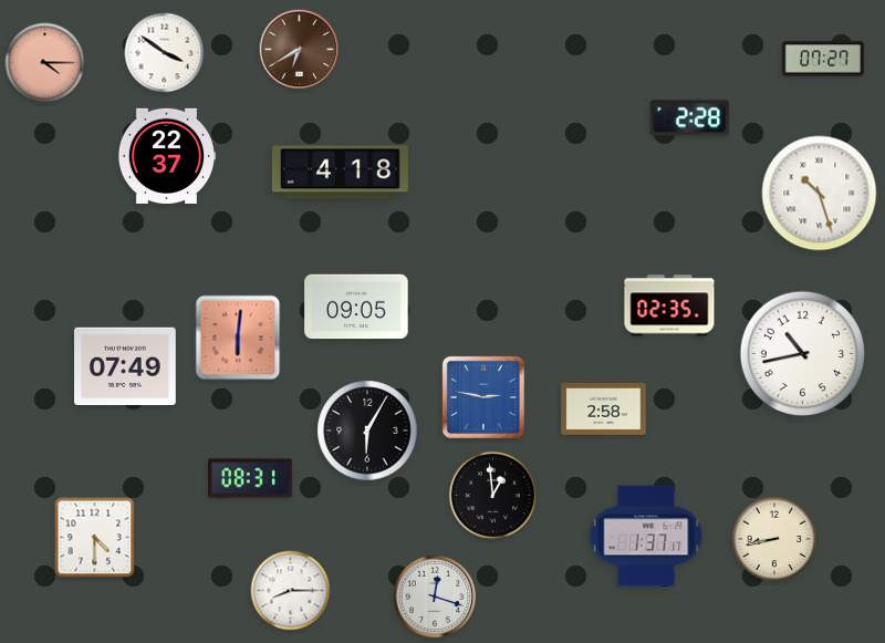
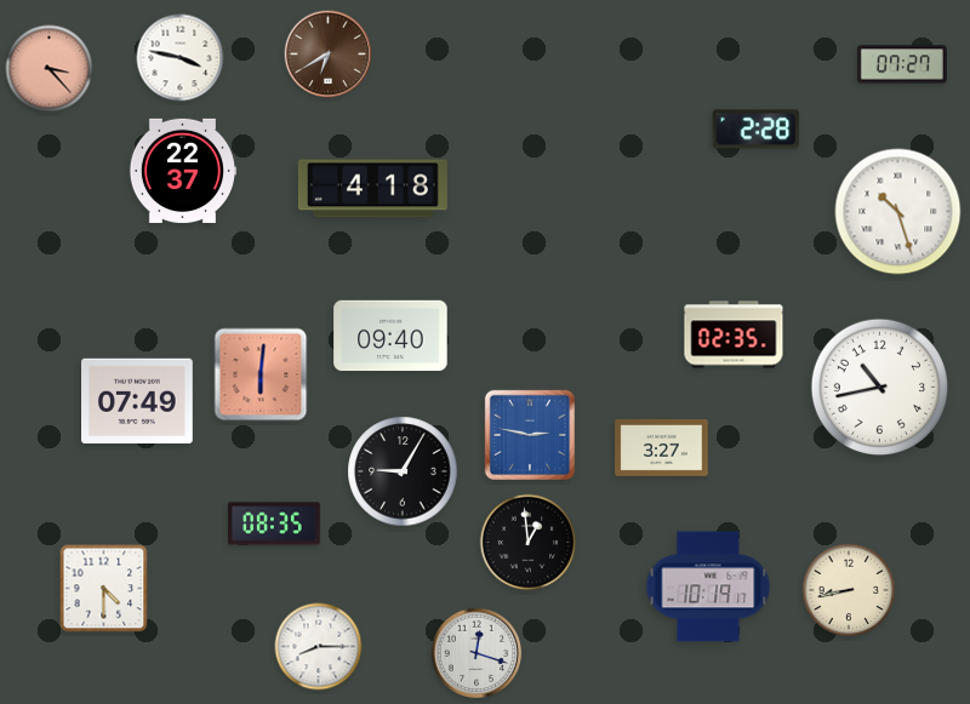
clock at (165, 53): 3:51 -> 3:47
clock at (45, 63): 4:15 -> 3:23
clock at (356, 307): 09:05 -> 09:40
clock at (238, 338) position: (238, 338) -> (261, 374)
clock at (604, 408): 2:58 -> 3:27
clock at (367, 431): 6:05 -> 9:05
clock at (250, 478): 08:31 -> 08:35
clock at (493, 496) position: (493, 496) -> (529, 543)
clock at (646, 536): 1:37 -> 10:19
